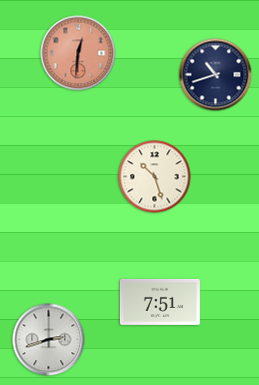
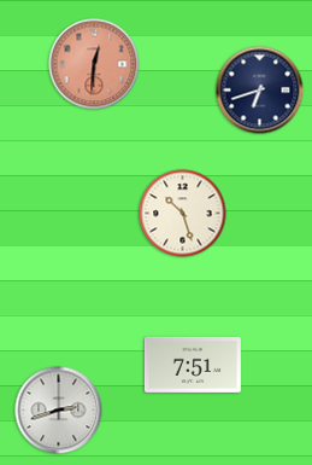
clock at (216, 75): 10:42 -> 6:42
clock at (155, 177) position: (155, 177) -> (183, 214)
